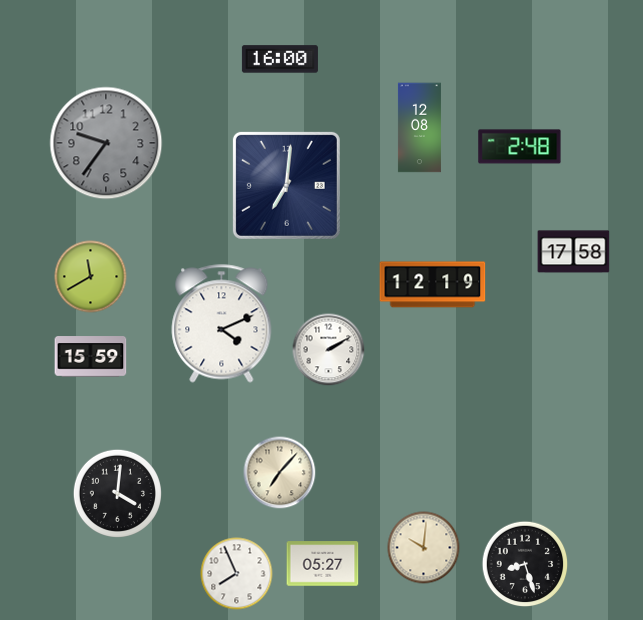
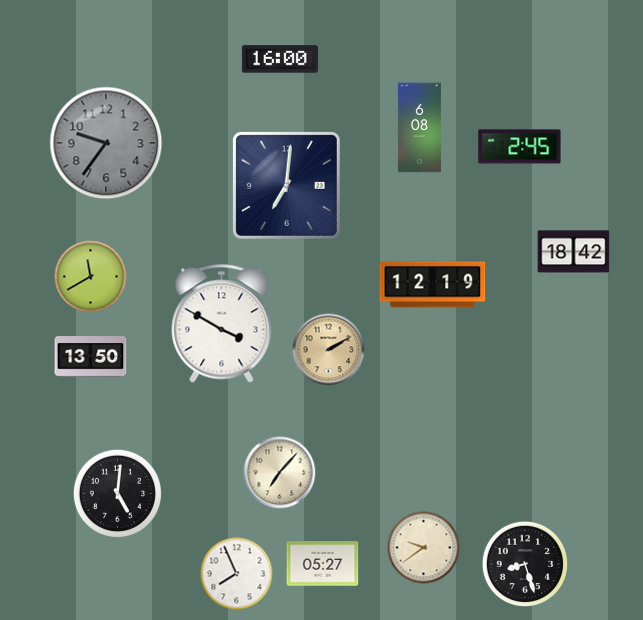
clock at (419, 128): 12:08 -> 6:08
clock at (520, 147): 2:48 -> 2:45
clock at (574, 252): 17:58 -> 18:42
clock at (222, 324): 4:11 -> 3:50
clock at (329, 350) dial: white -> champagne
clock at (91, 357): 15:59 -> 13:50
clock at (117, 493): 4:01 -> 5:01
clock at (424, 548): 10:01 -> 9:39
